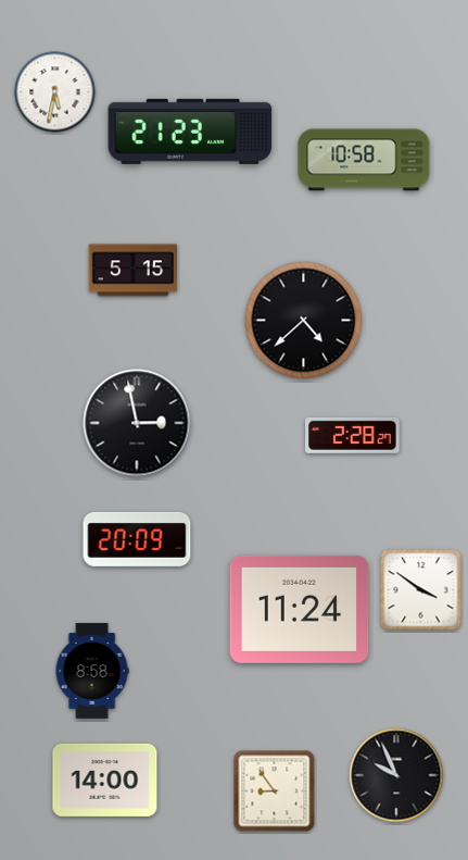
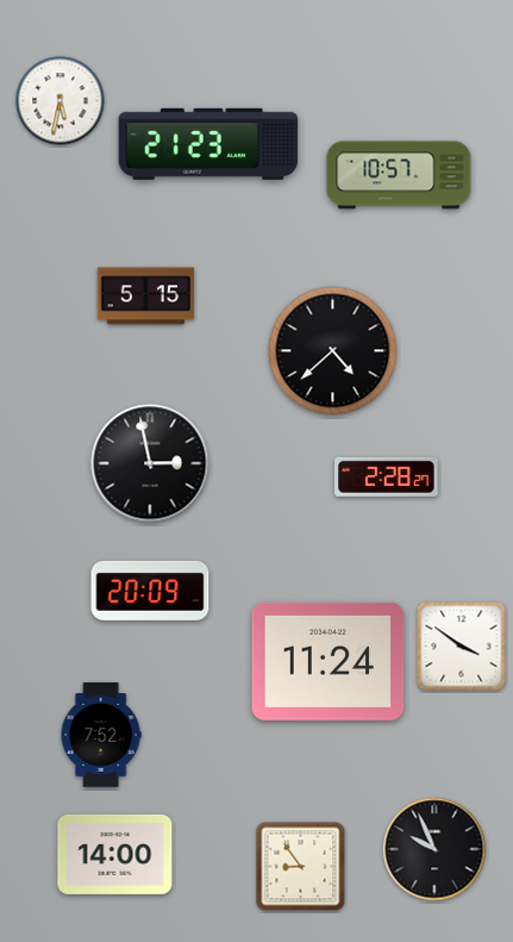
clock at (364, 160): 10:58 -> 10:57
clock at (300, 609) position: (300, 609) -> (329, 661)
clock at (92, 671): 8:58 -> 7:52
